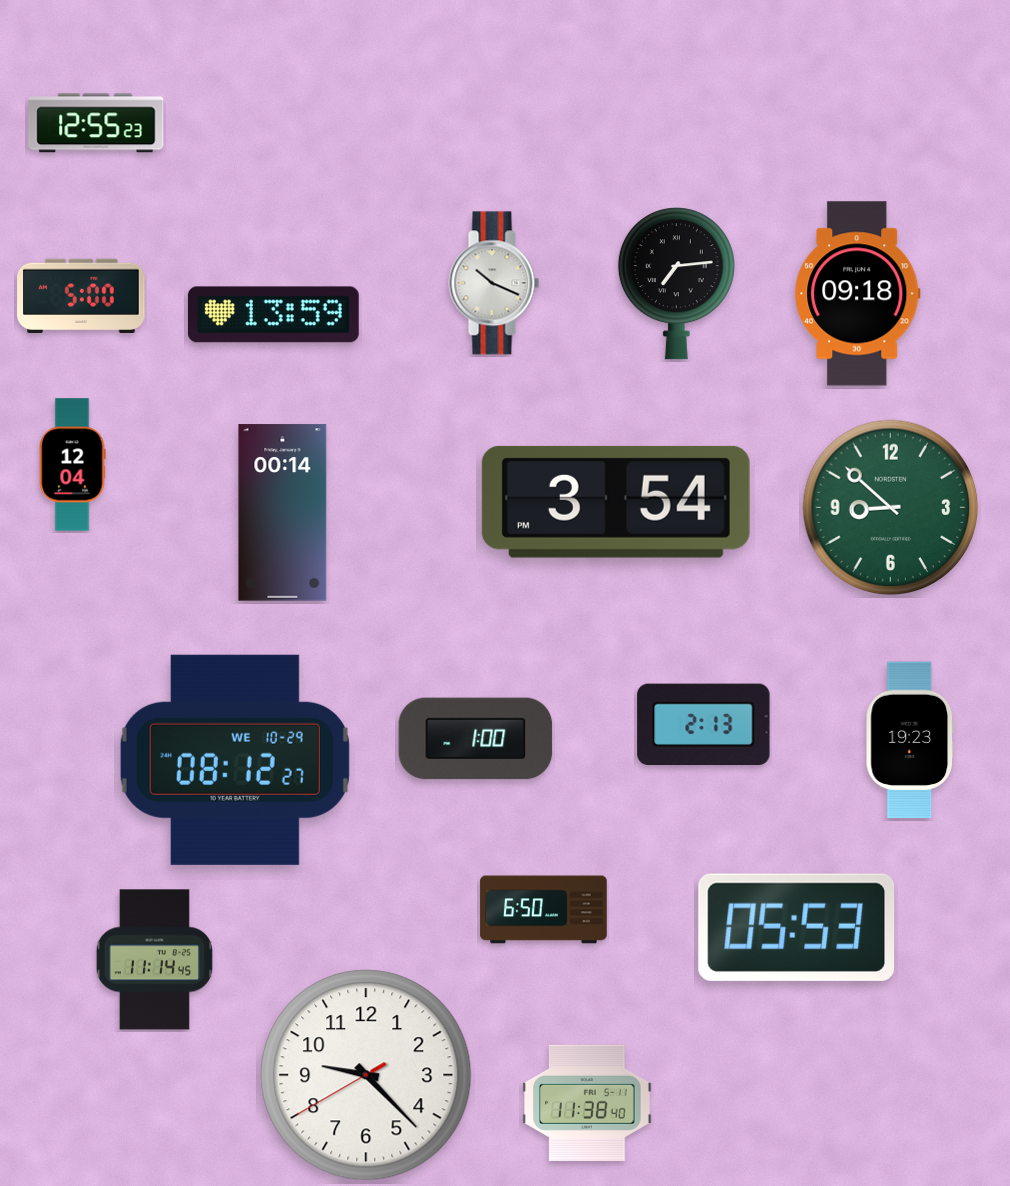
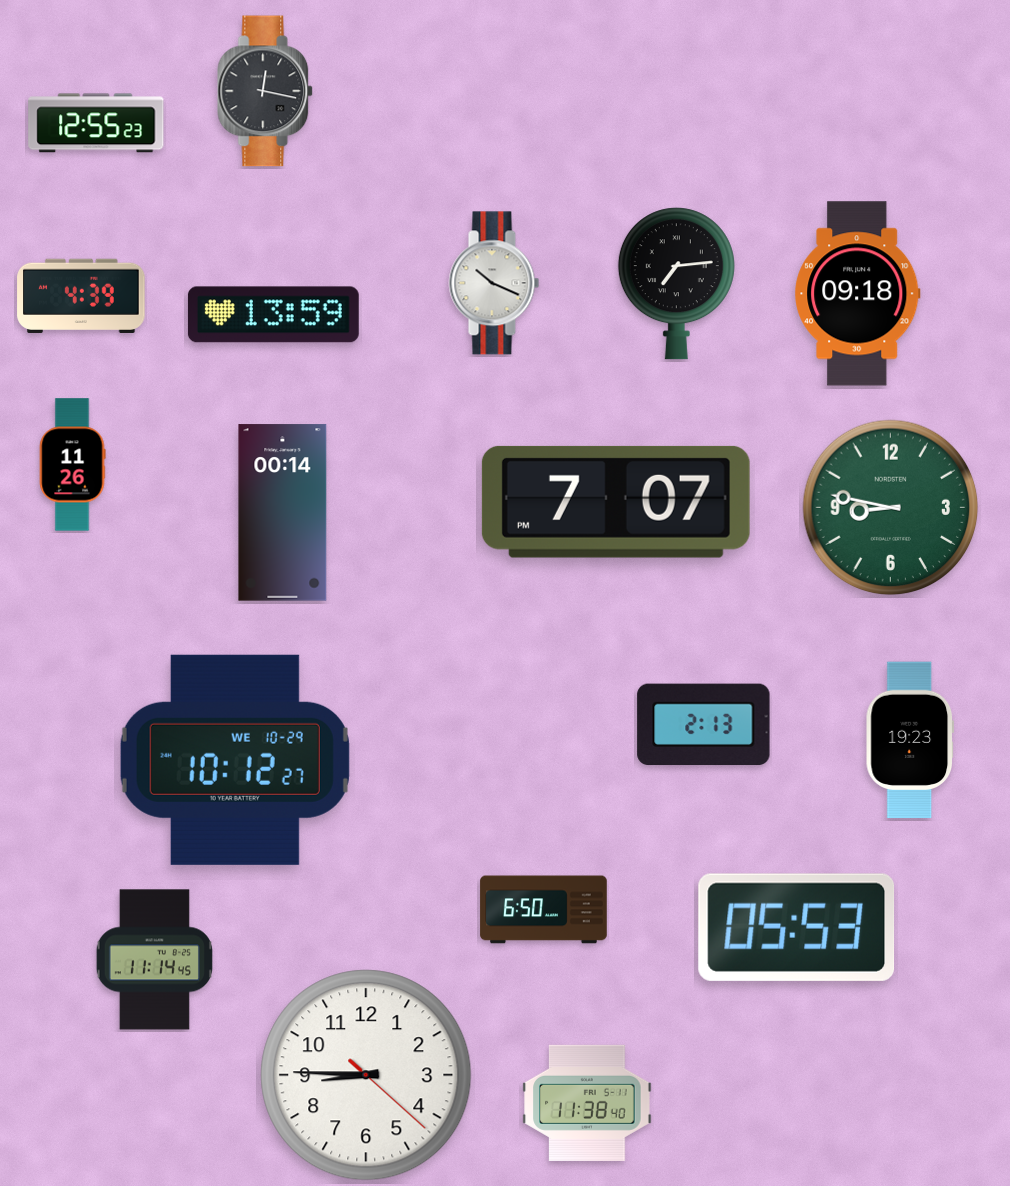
clock at (266, 91): none -> 12:17
clock at (81, 295): 5:00 -> 4:39
clock at (72, 465): 12:04 -> 11:26
clock at (616, 502): 3:54 -> 7:07
clock at (891, 508): 8:52 -> 8:47
clock at (476, 739): 1:00 -> none
clock at (235, 760): 08:12 -> 10:12
clock at (366, 1075): 9:22 -> 8:45
